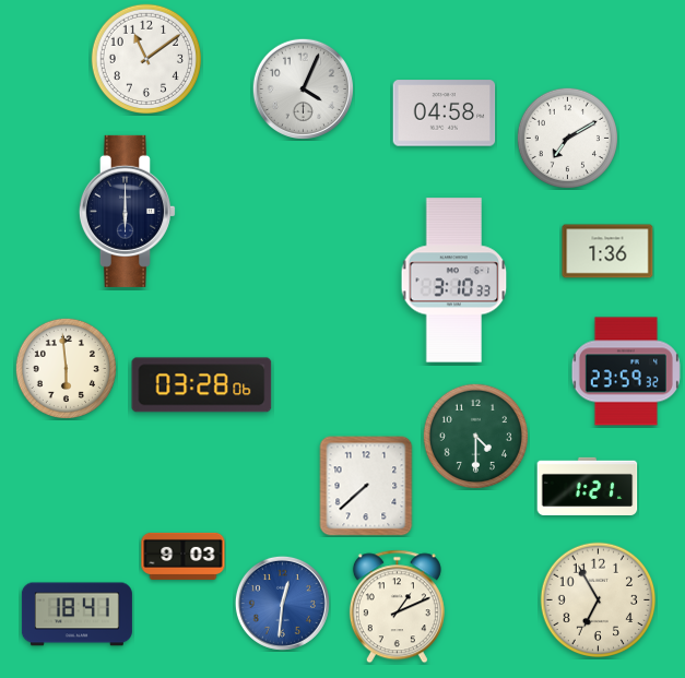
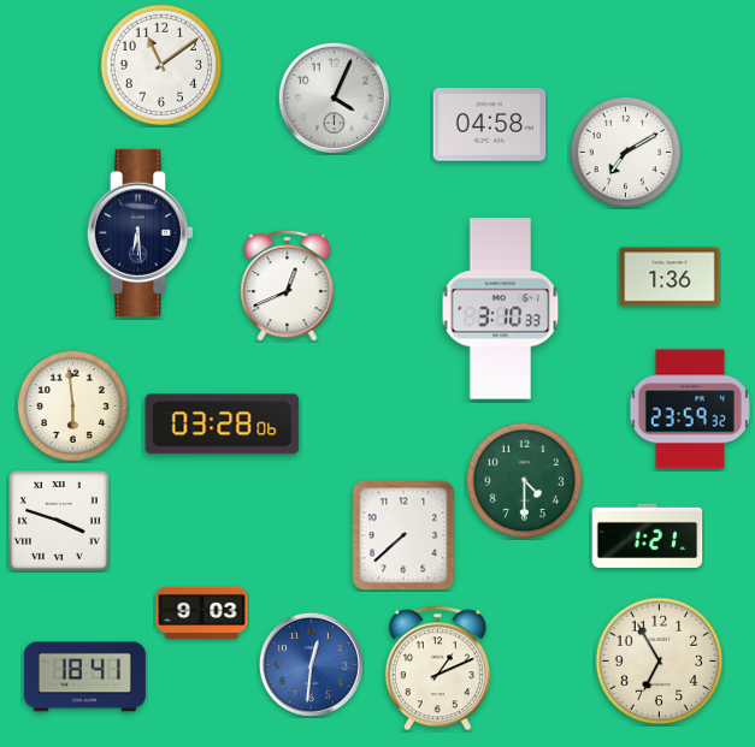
clock at (127, 211): 6:00 -> 6:29
clock at (288, 285): none -> 12:41
clock at (59, 521): none -> 3:48
